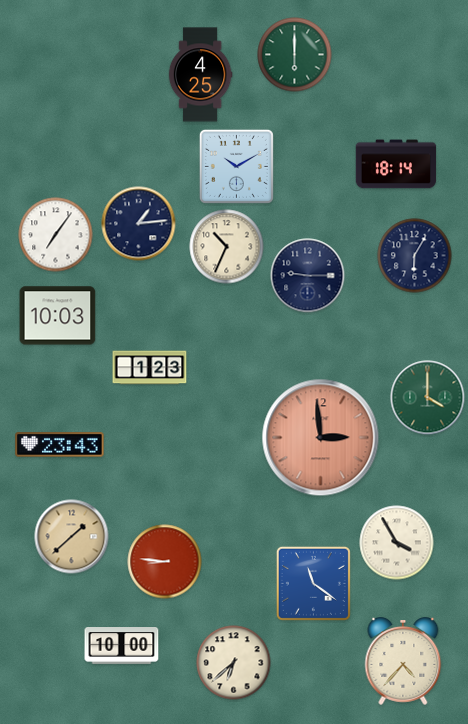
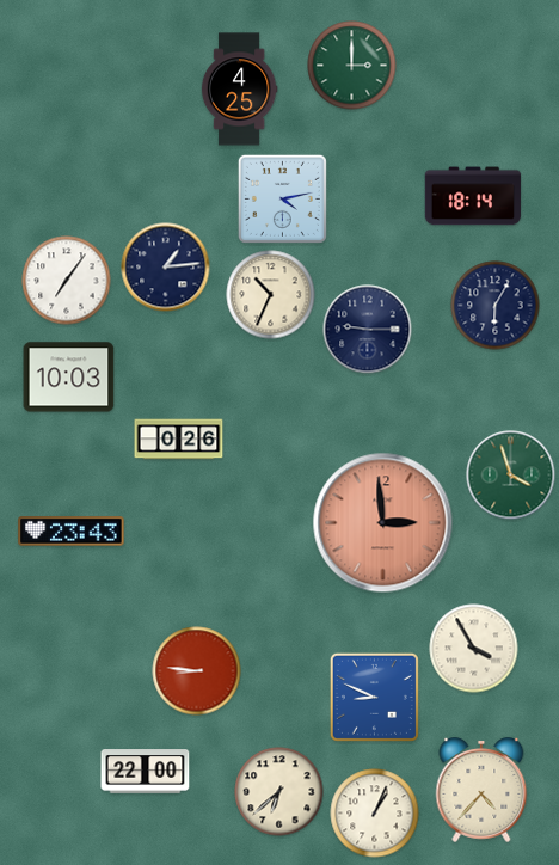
clock at (295, 55): 6:00 -> 3:00
clock at (236, 166): 10:10 -> 4:13
clock at (150, 368): 1:23 -> 0:26
clock at (428, 398): 4:00 -> 3:57
clock at (72, 537): 1:38 -> none
clock at (313, 583): 11:21 -> 8:49
clock at (122, 646): 10:00 -> 22:00
clock at (375, 814): none -> 1:04
